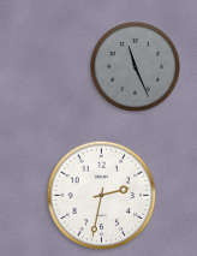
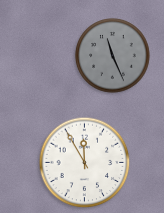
clock at (102, 196): 2:32 -> 11:55
